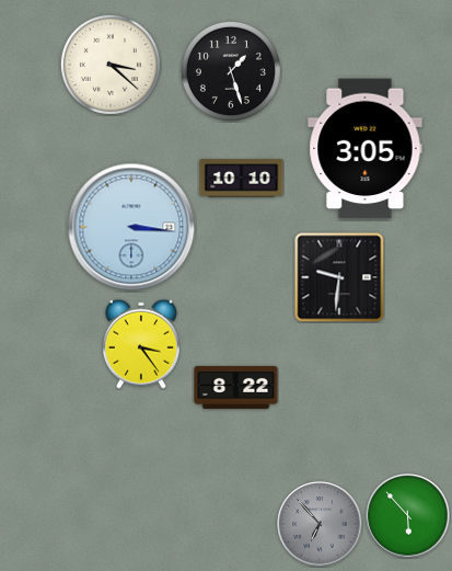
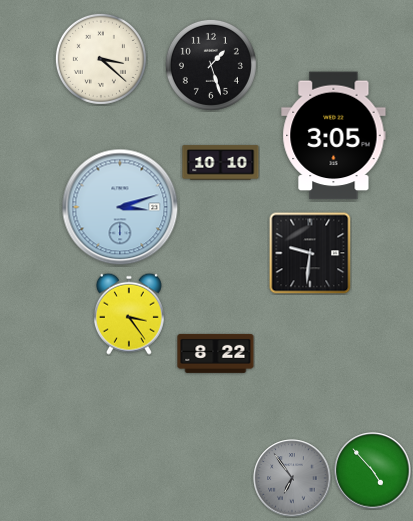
clock at (131, 227): 3:16 -> 3:12
clock at (408, 516): 5:53 -> 4:53
clock at (320, 524): 6:53 -> 6:54
